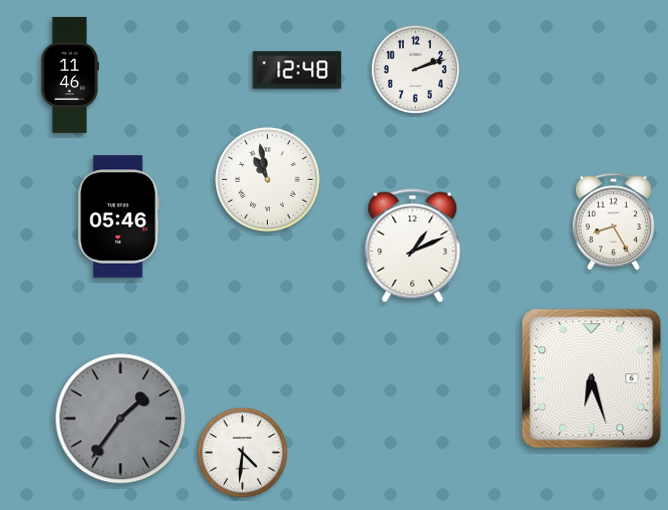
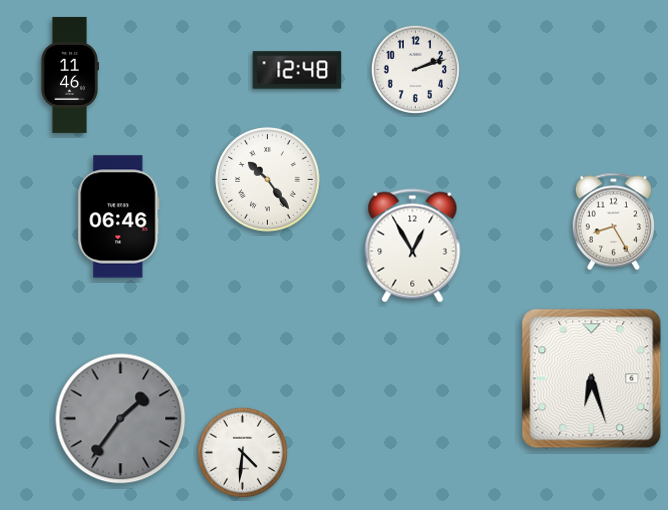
clock at (268, 180): 10:58 -> 10:24
clock at (119, 217): 05:46 -> 06:46
clock at (413, 246): 1:11 -> 12:55
